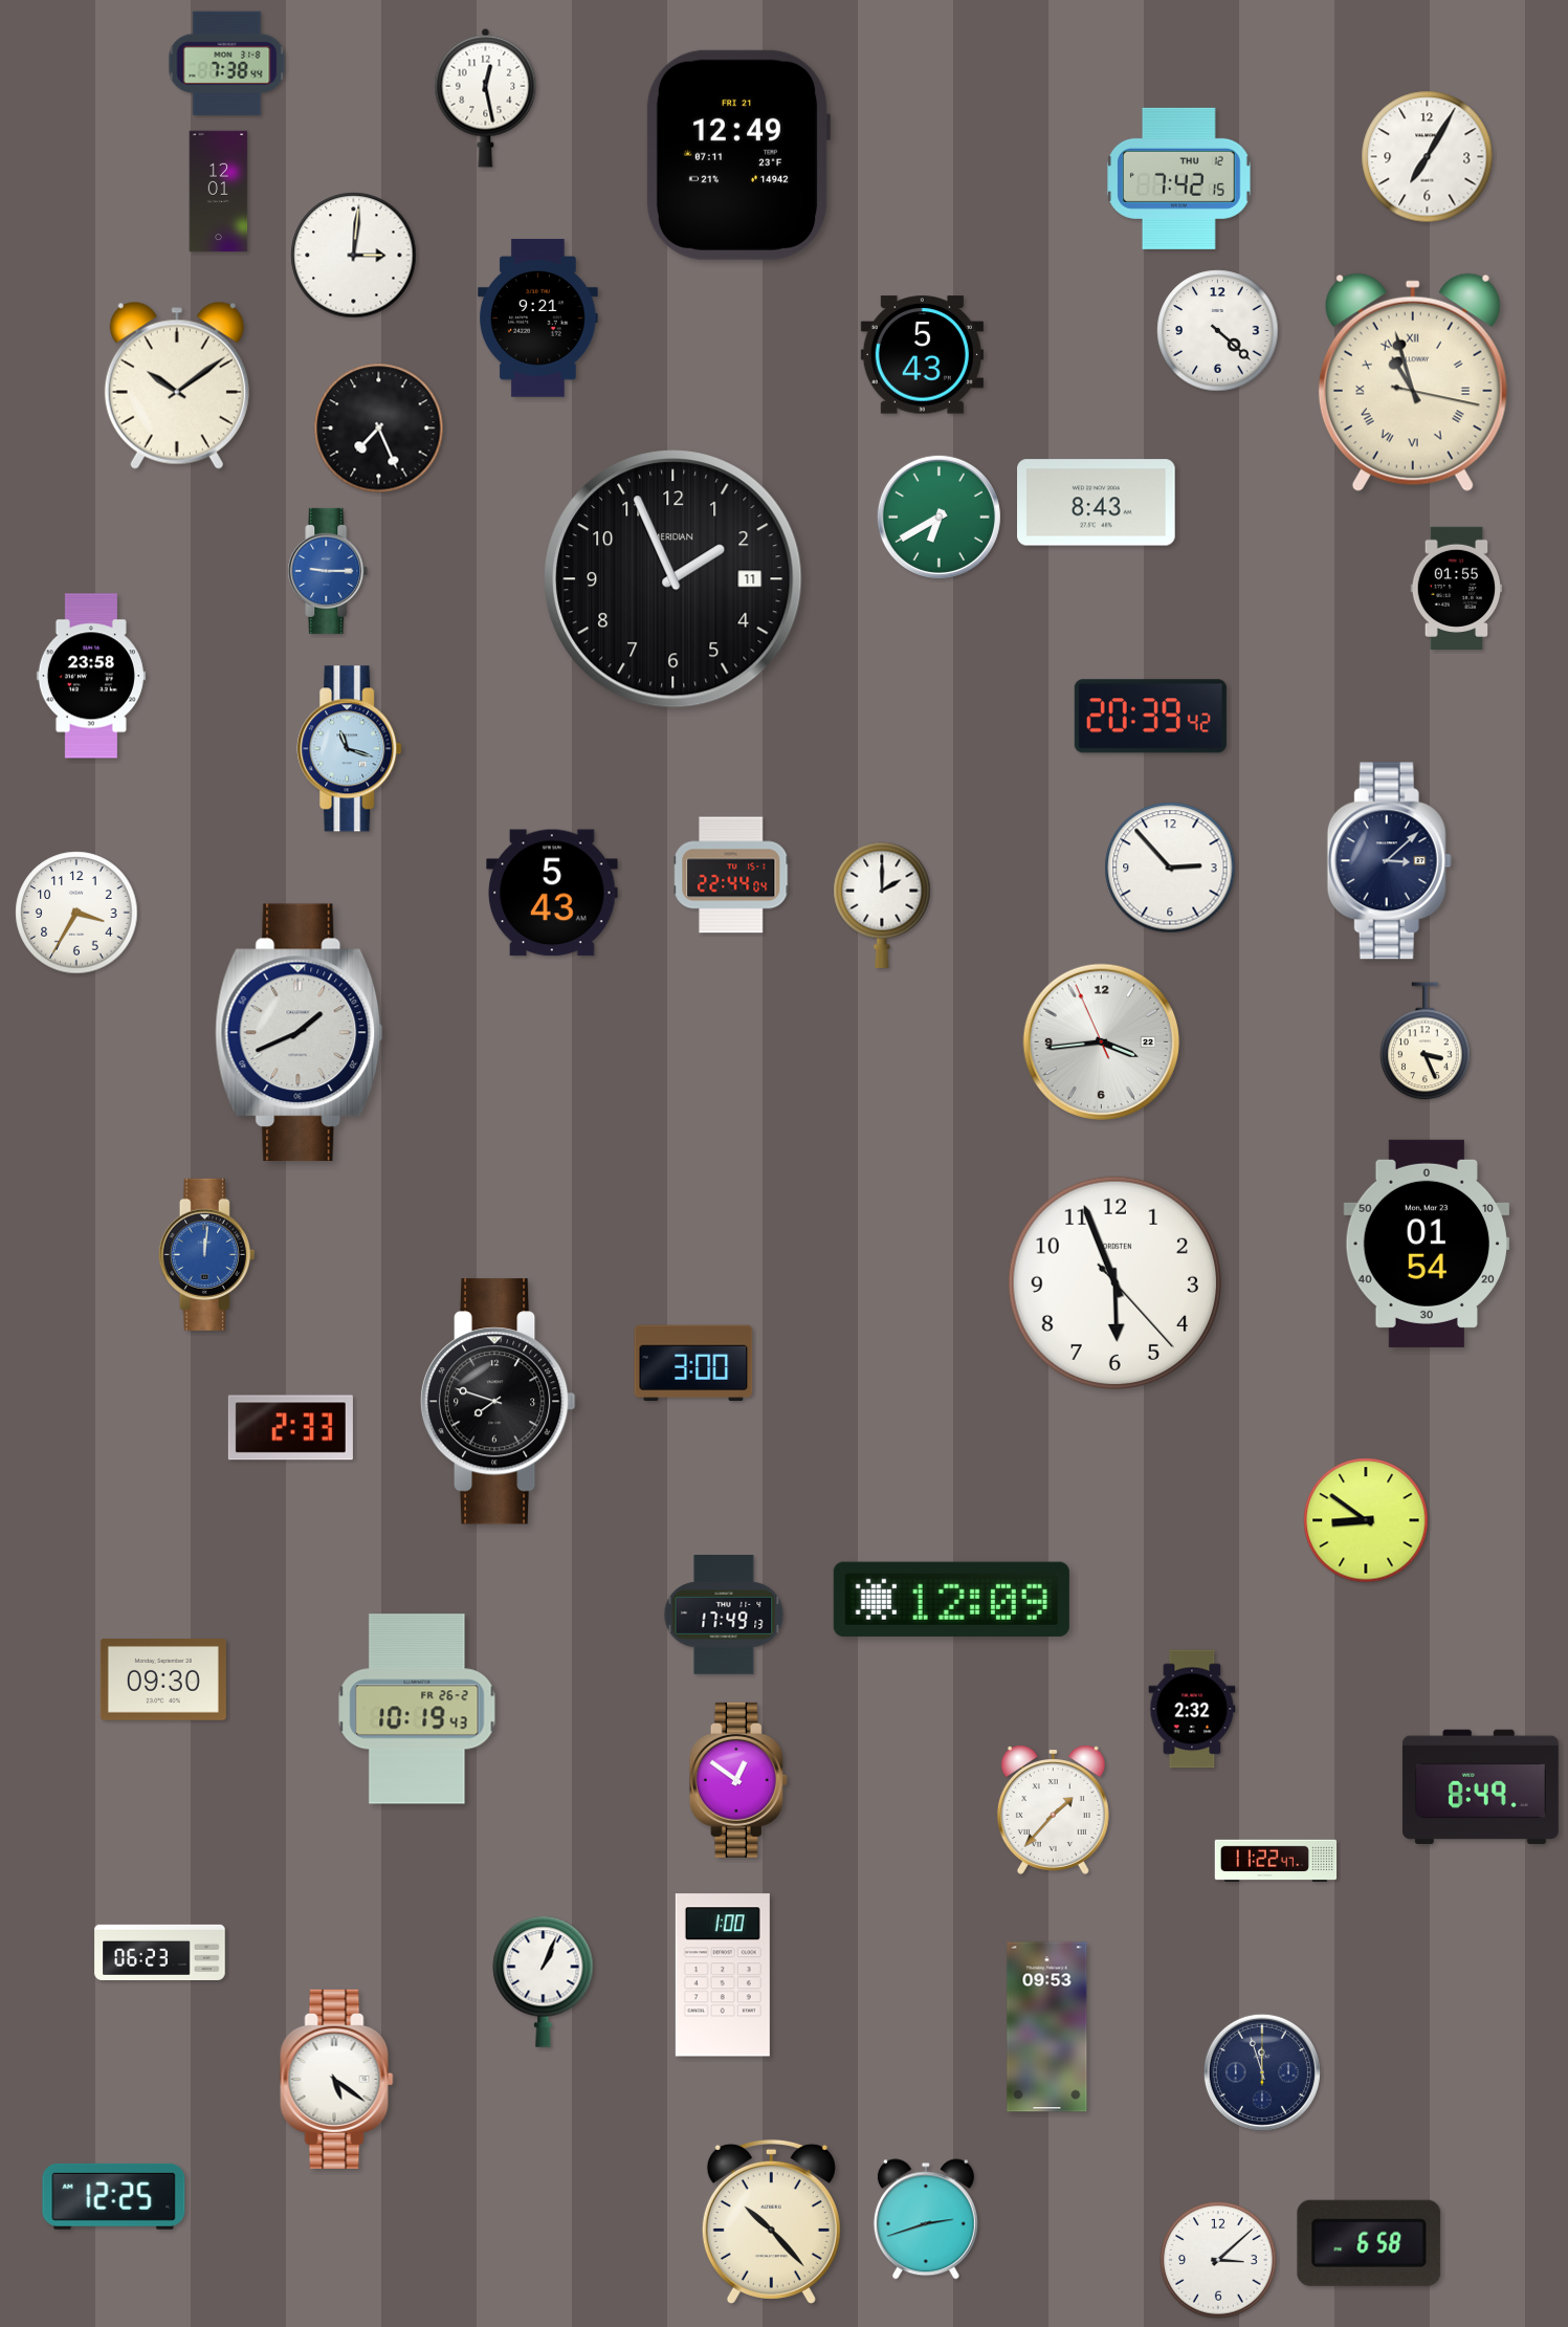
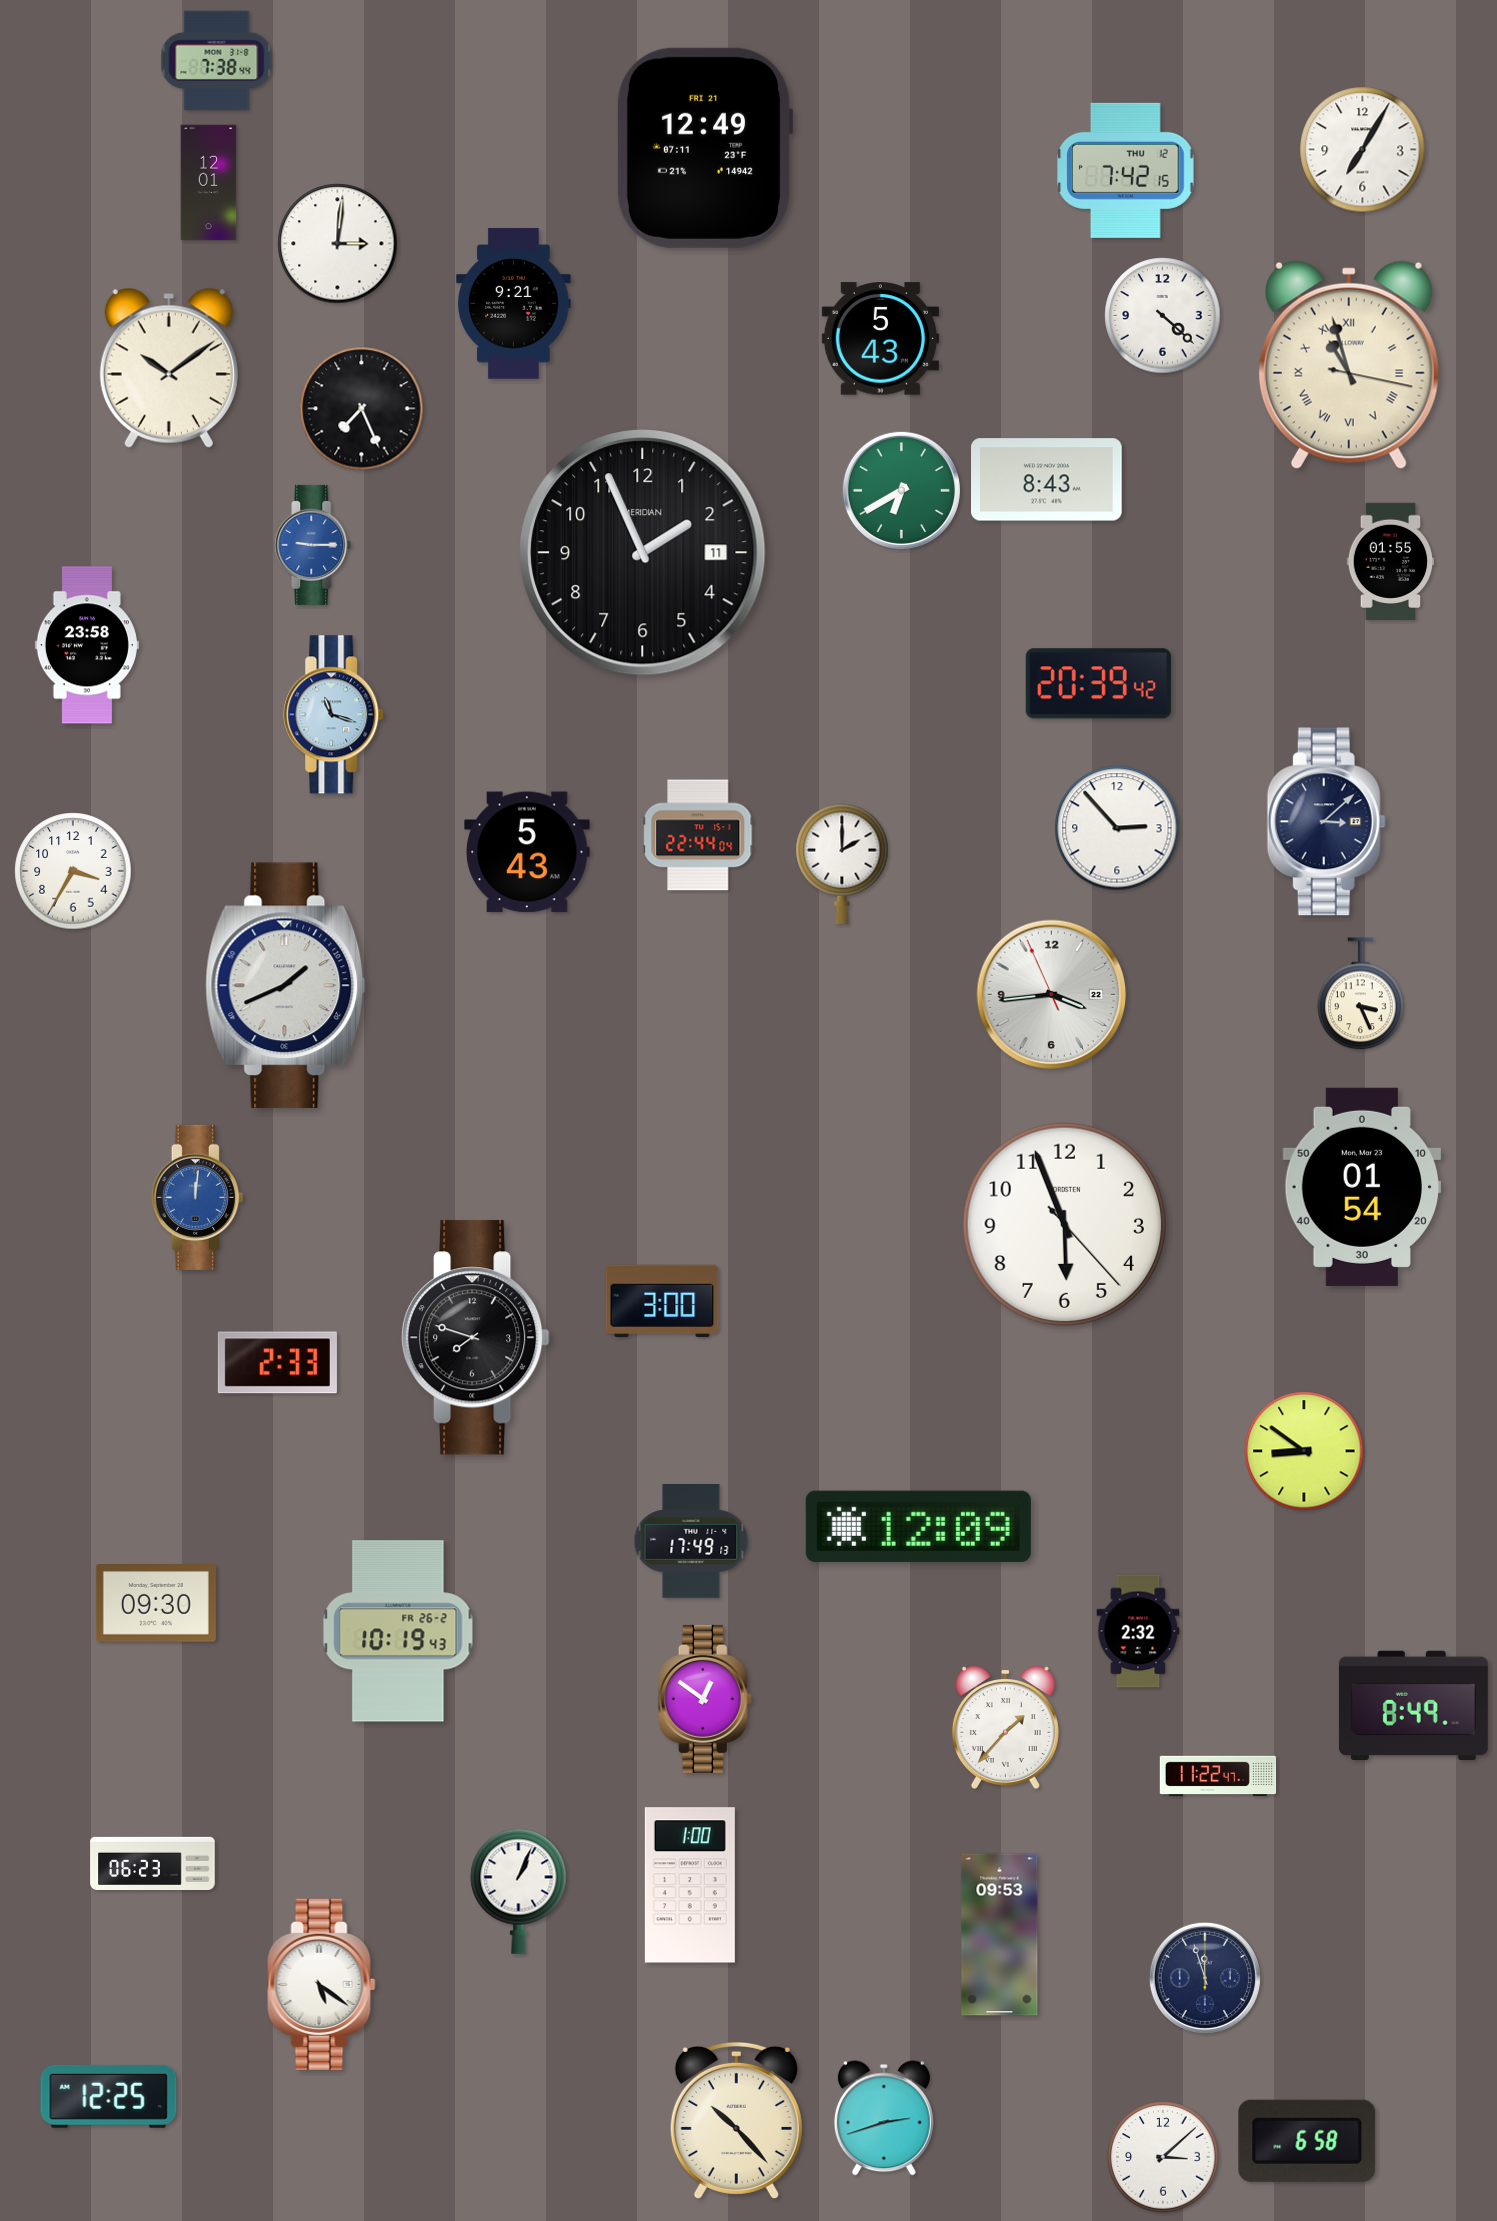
clock at (486, 97): 12:28 -> none
clock at (938, 517) position: (938, 517) -> (901, 490)
clock at (951, 1599) position: (951, 1599) -> (918, 1526)
